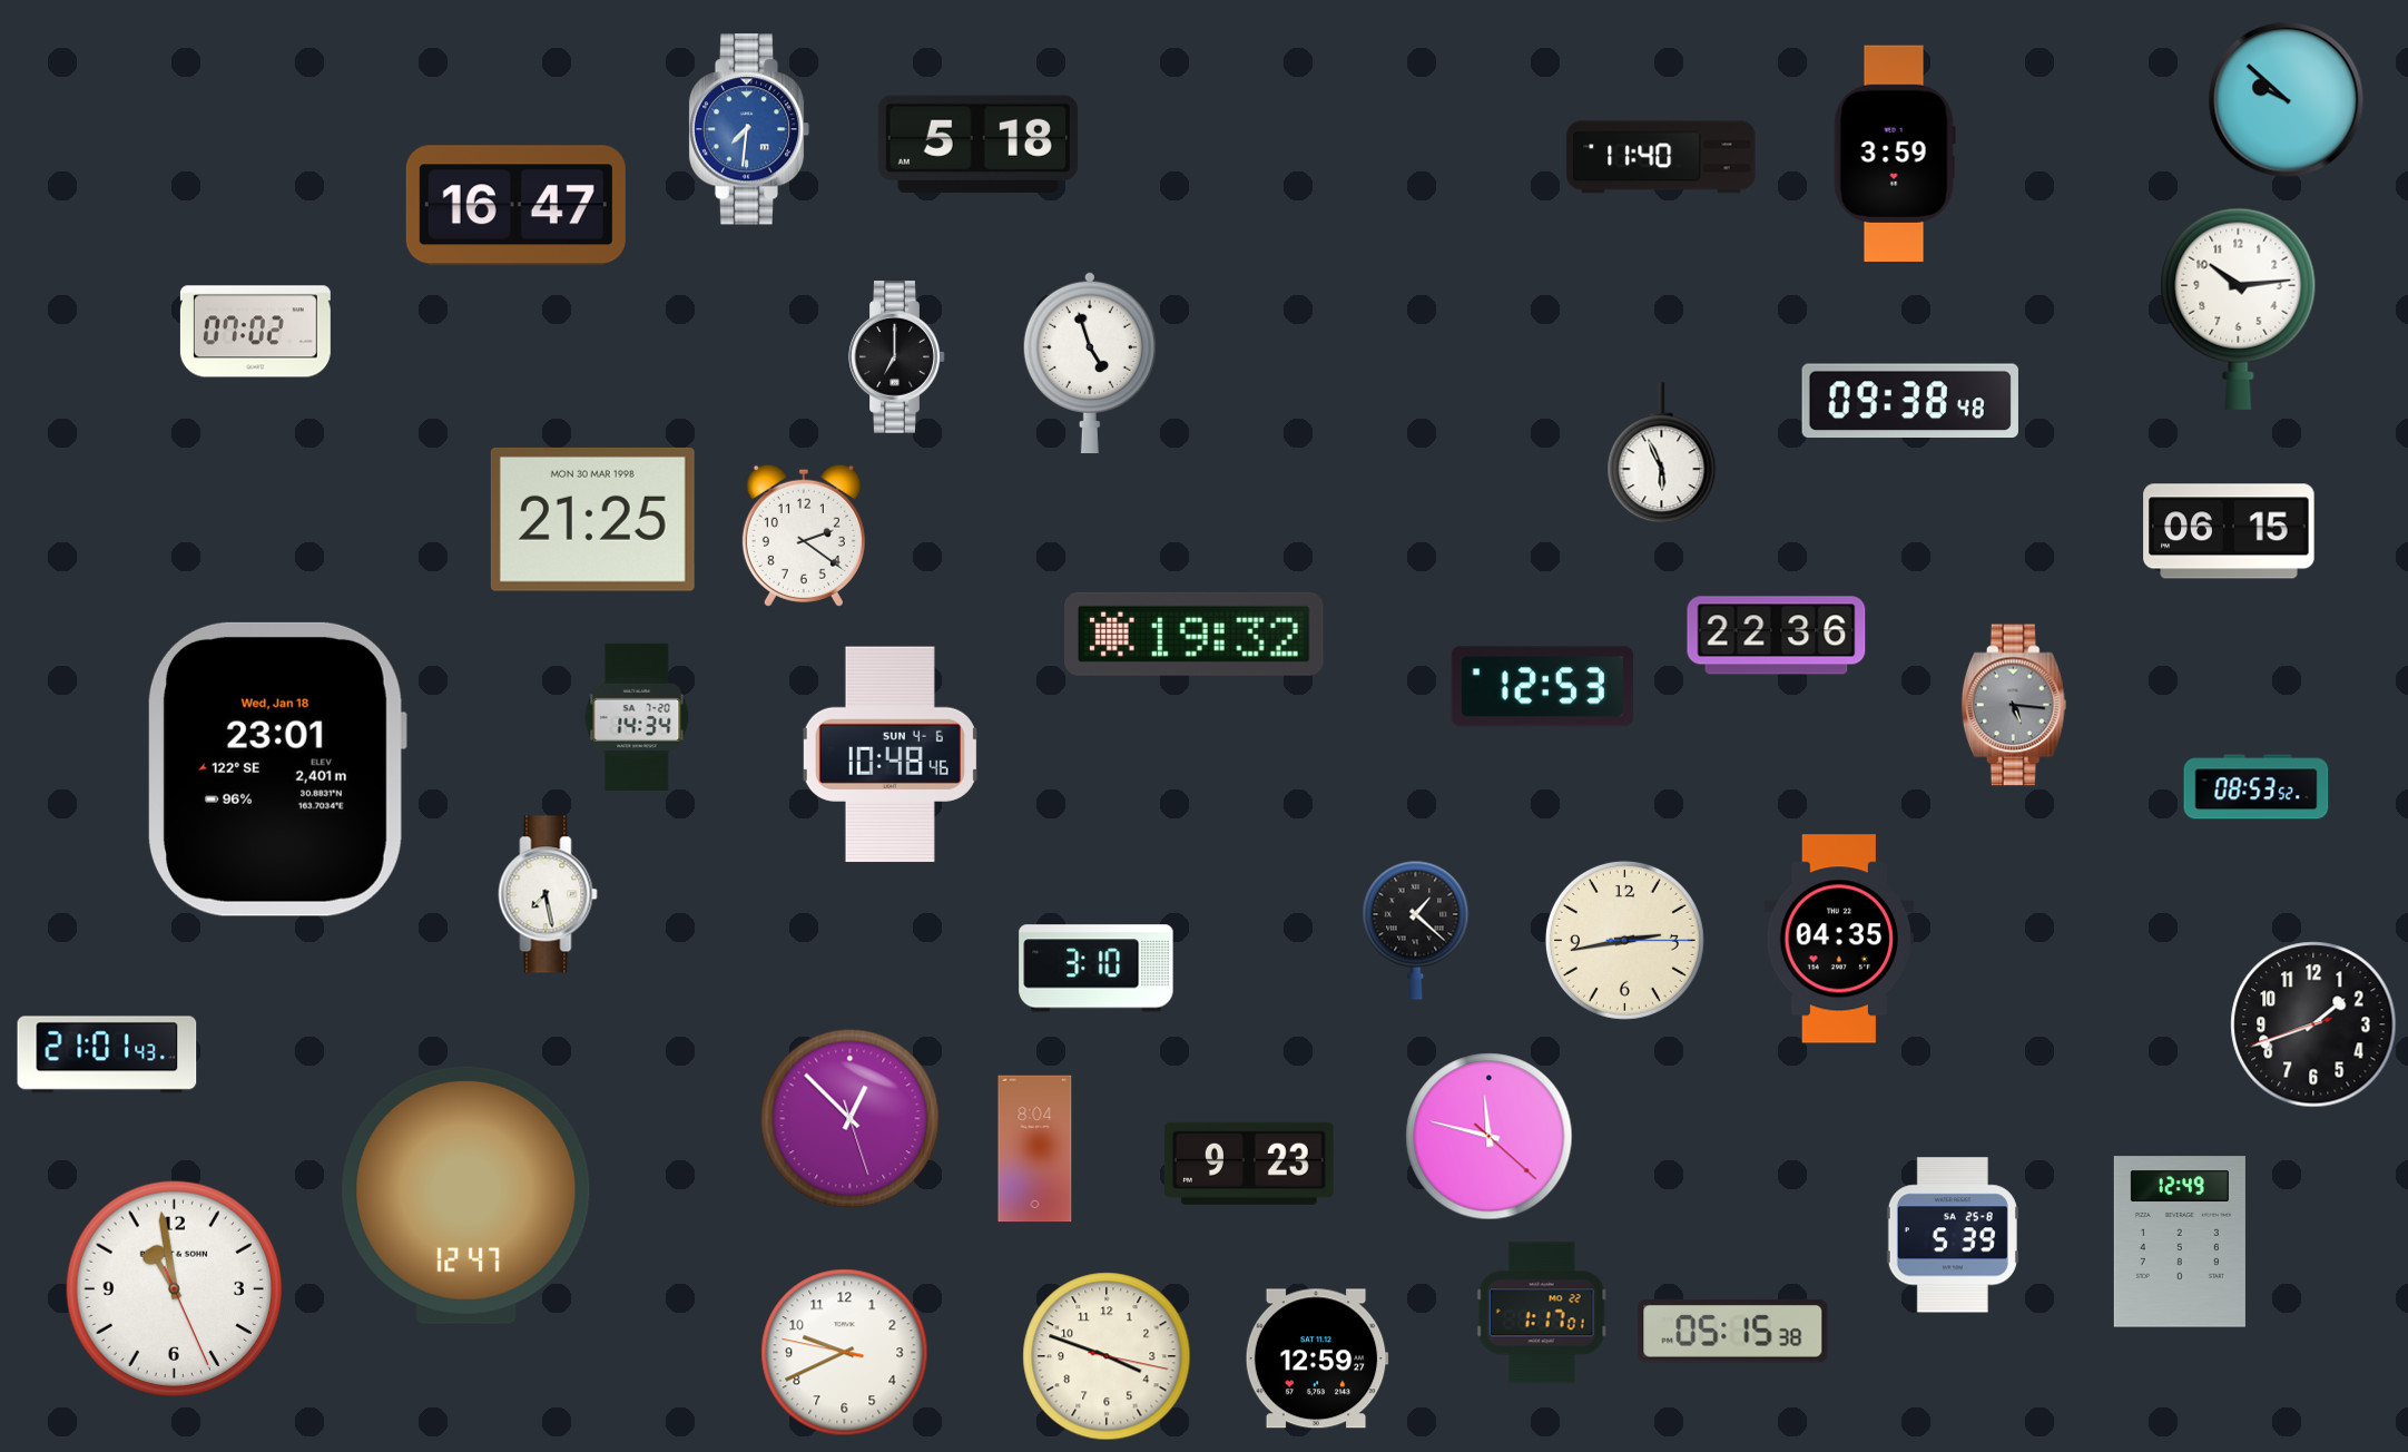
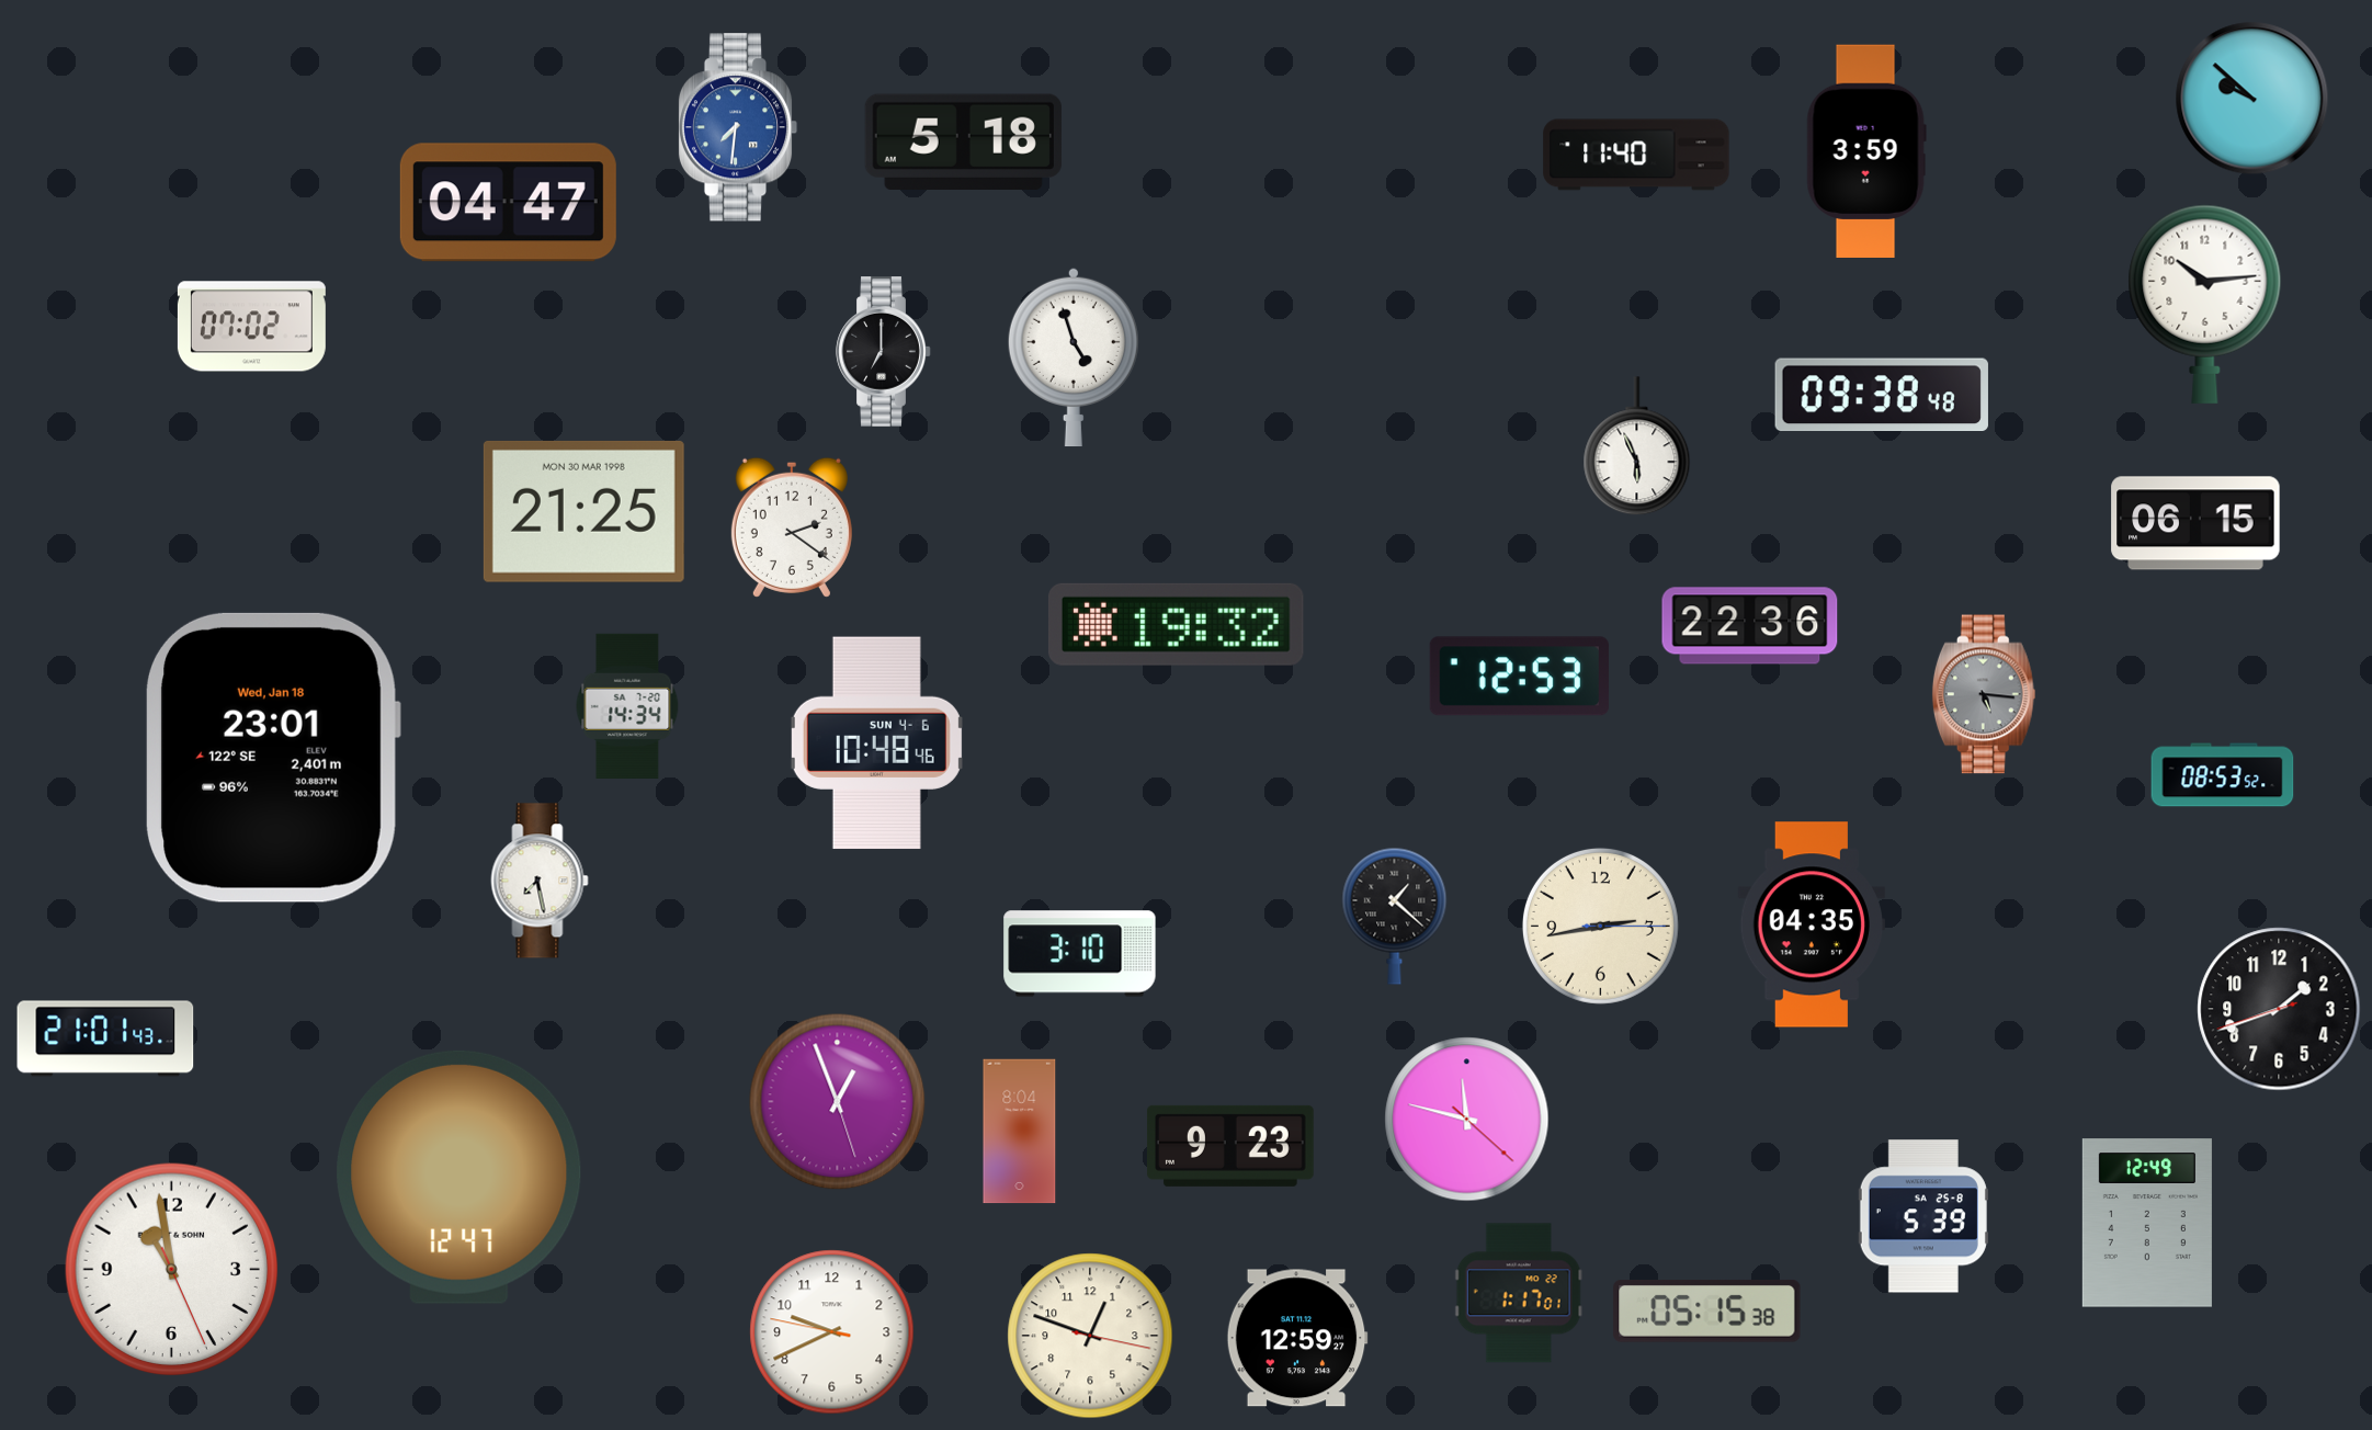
clock at (515, 206): 16:47 -> 04:47
clock at (851, 1119): 12:52 -> 12:56
clock at (1107, 1356): 3:48 -> 12:48
